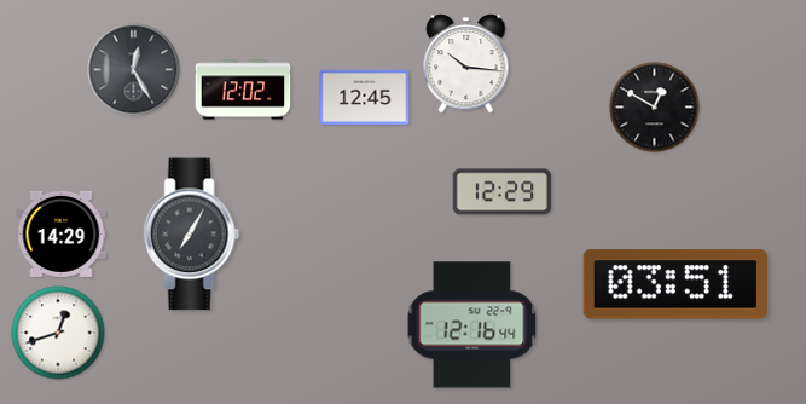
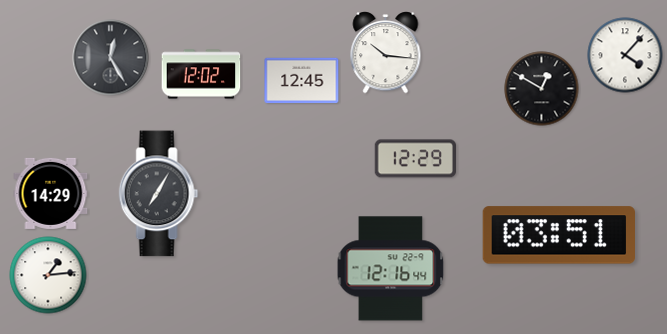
clock at (625, 55): none -> 4:07
clock at (58, 333): 12:42 -> 1:14
